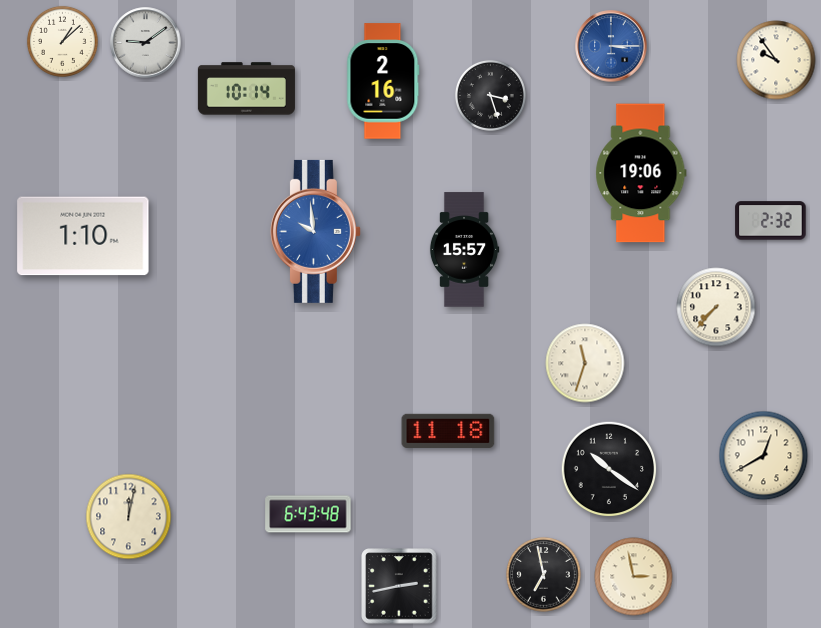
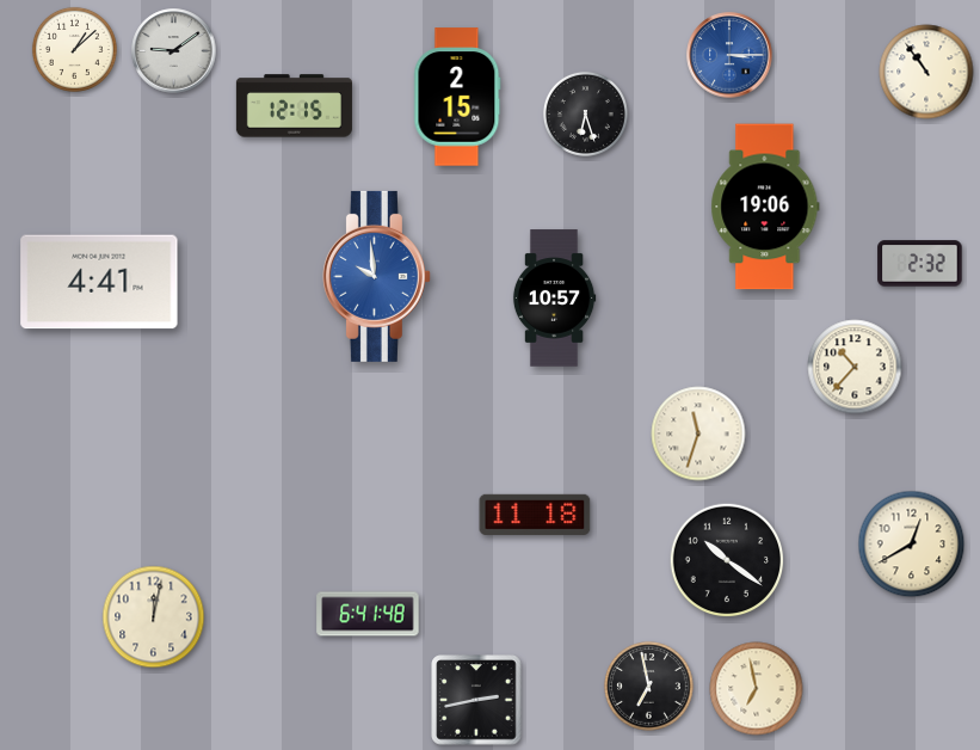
clock at (776, 60): 9:54 -> 10:54
clock at (383, 81): 2:16 -> 2:15
clock at (246, 89): 10:14 -> 12:15
clock at (490, 95): 3:27 -> 6:27
clock at (83, 236): 1:10 -> 4:41
clock at (464, 250): 15:57 -> 10:57
clock at (716, 307): 7:37 -> 10:37
clock at (308, 514): 6:43 -> 6:41
clock at (634, 577): 2:58 -> 6:58
